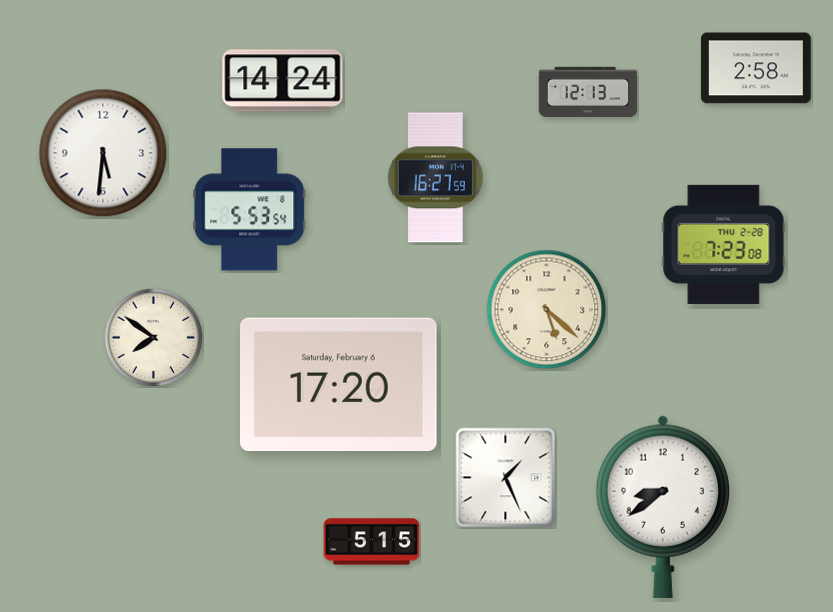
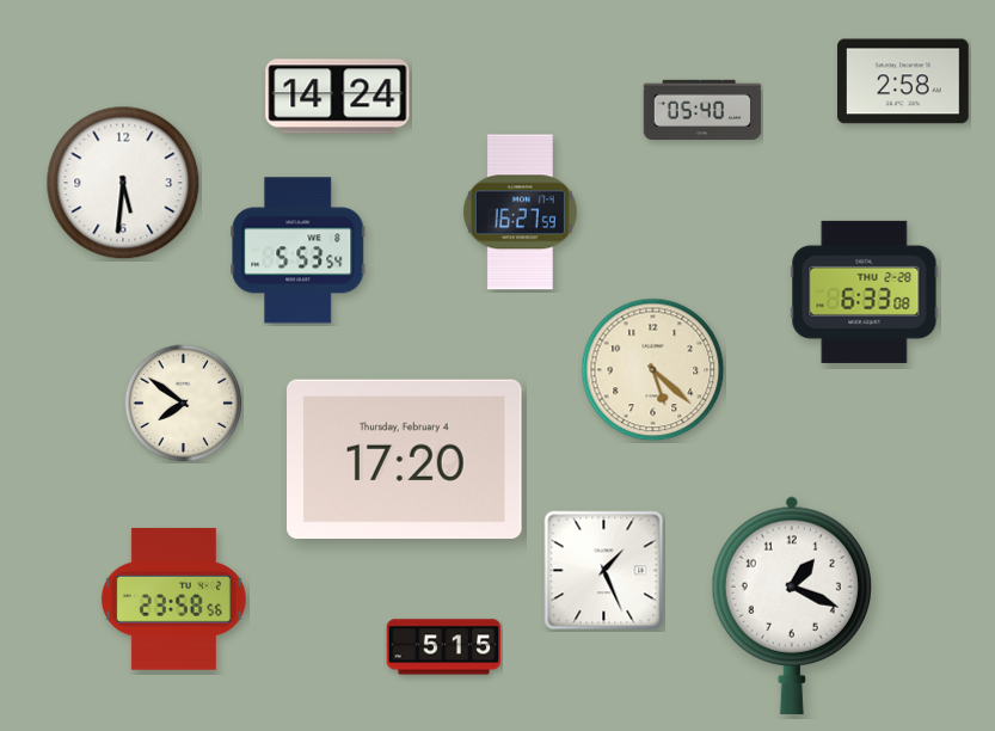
clock at (588, 91): 12:13 -> 05:40
clock at (724, 244): 7:23 -> 6:33
clock at (339, 385) date: Saturday, February 6 -> Thursday, February 4
clock at (173, 600): none -> 23:58
clock at (663, 507): 8:39 -> 1:19
